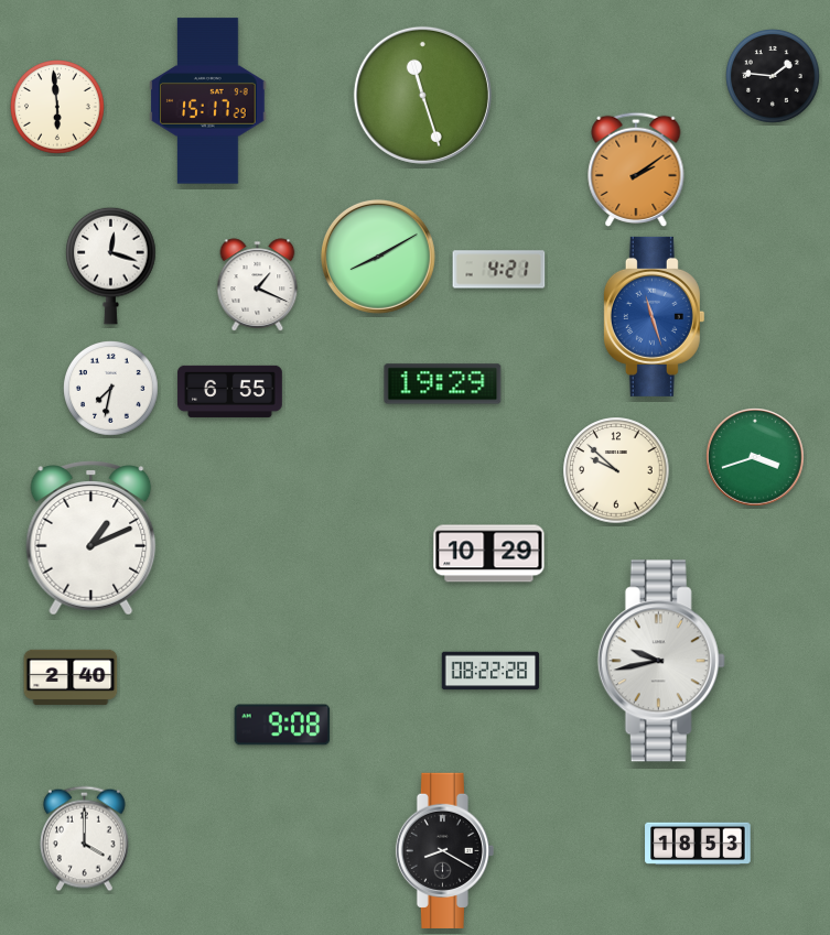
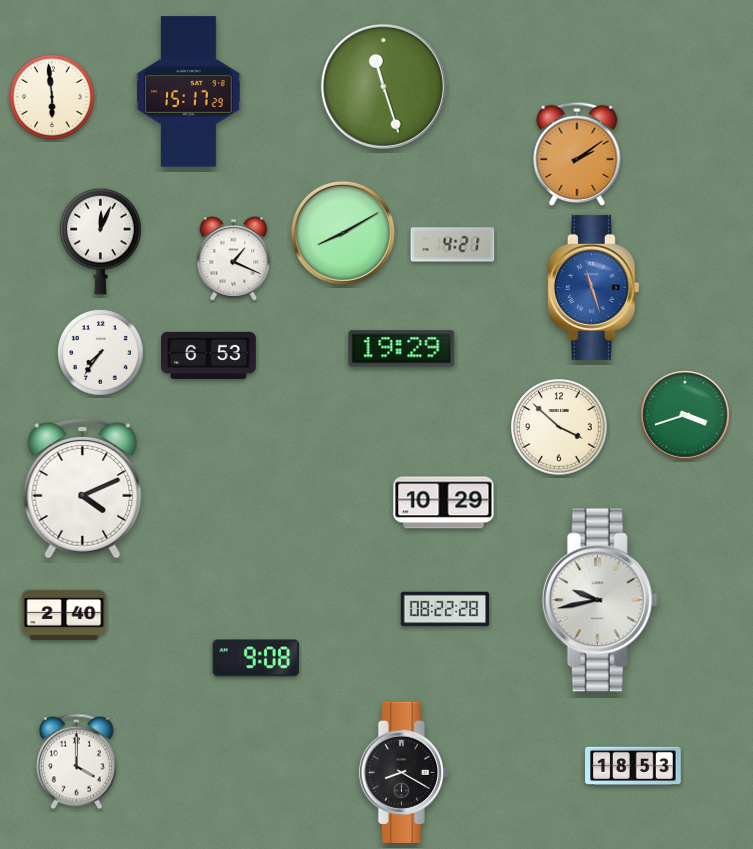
clock at (774, 77): 1:46 -> none
clock at (111, 265): 12:18 -> 12:04
clock at (111, 389): 7:32 -> 7:36
clock at (230, 391): 6:55 -> 6:53
clock at (616, 470): 9:52 -> 3:52
clock at (91, 539): 1:11 -> 4:11
